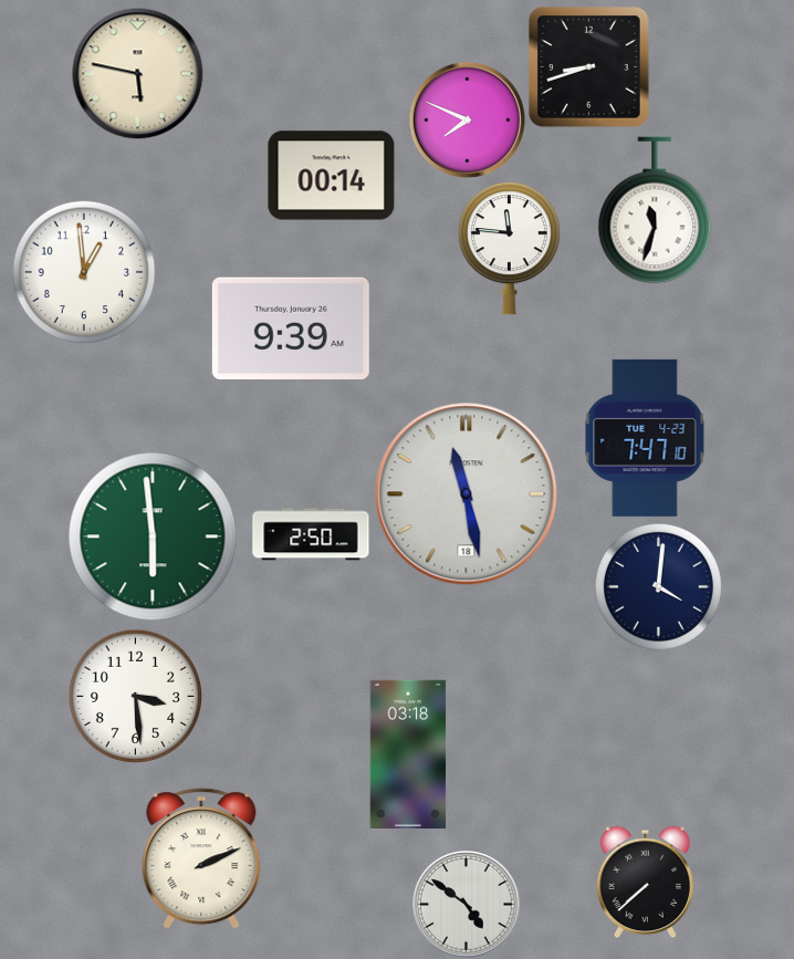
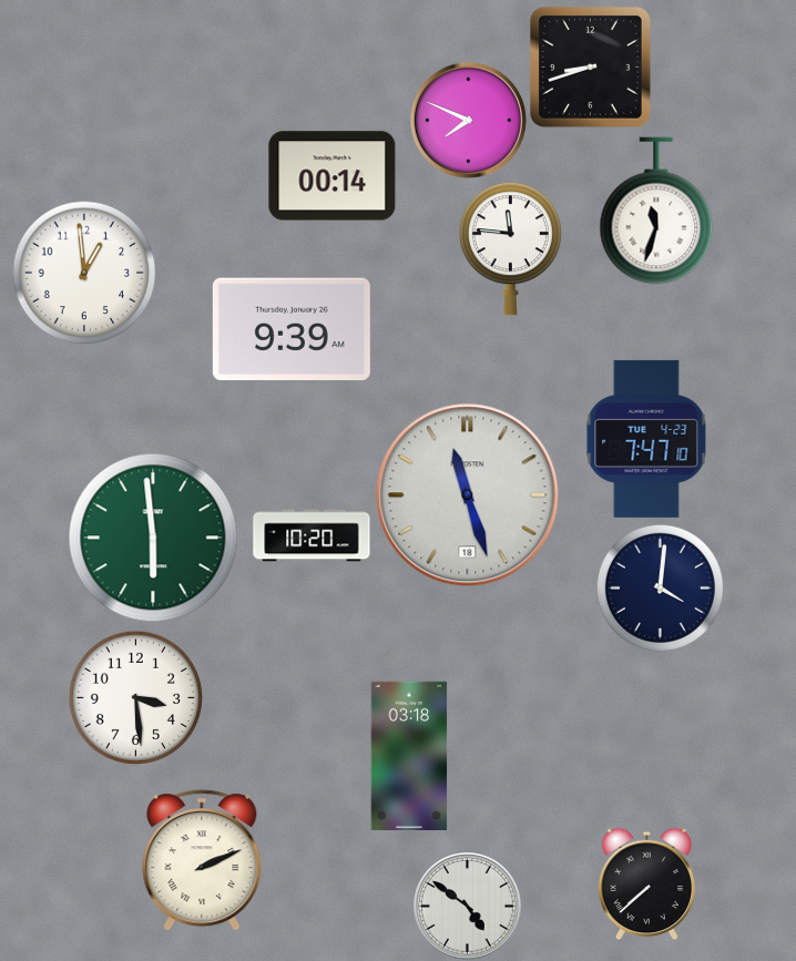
clock at (138, 74): 5:47 -> none
clock at (467, 494): 11:28 -> 11:27
clock at (311, 534): 2:50 -> 10:20
